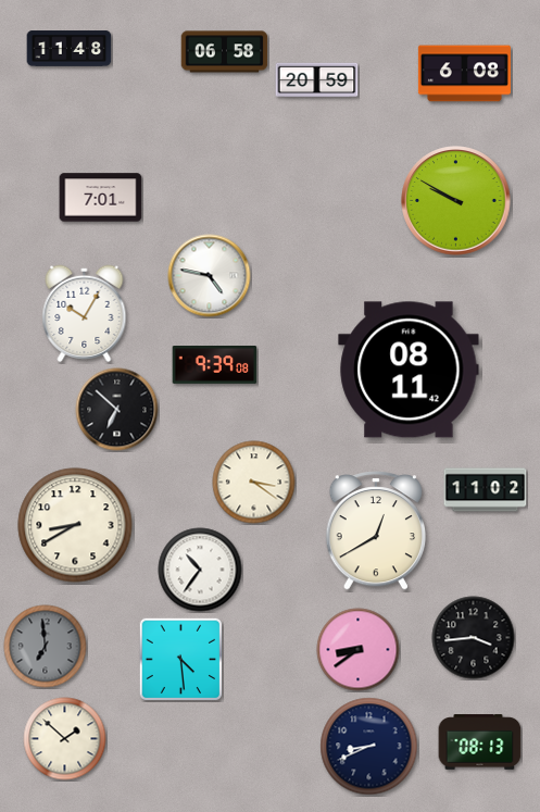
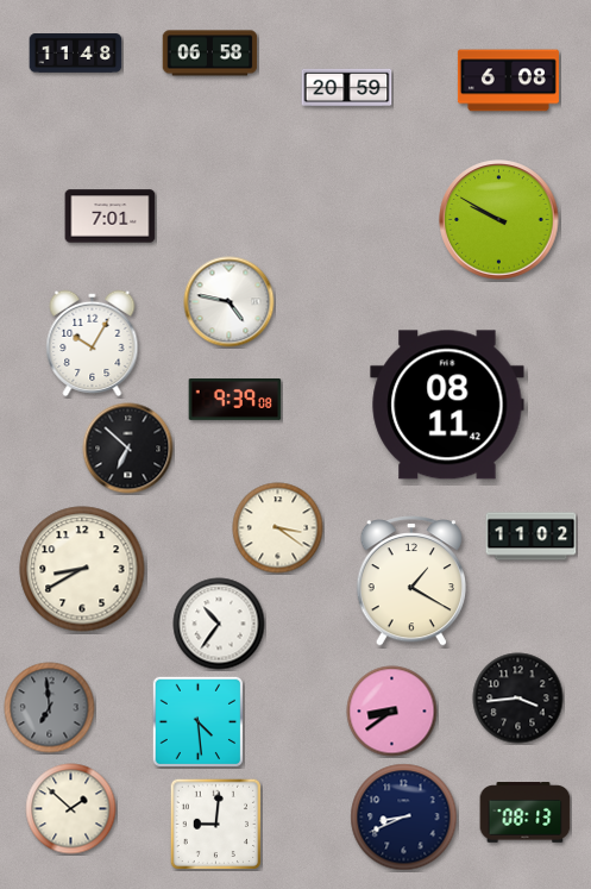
clock at (225, 52) position: (225, 52) -> (210, 54)
clock at (75, 525) position: (75, 525) -> (82, 569)
clock at (375, 530): 12:40 -> 1:20
clock at (215, 824): none -> 9:01
